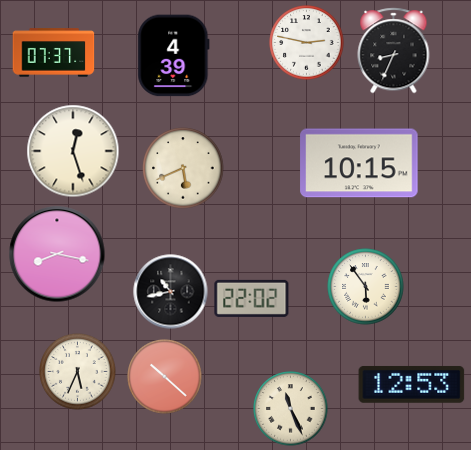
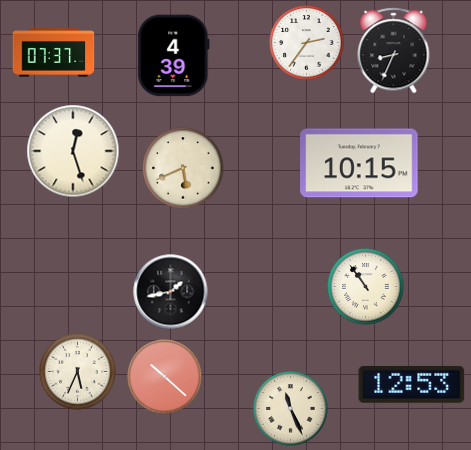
clock at (307, 43): 2:47 -> 2:36
clock at (57, 254): 8:17 -> none
clock at (366, 287): 5:54 -> 10:54
clock at (171, 292): 10:43 -> 1:43
clock at (252, 298): 22:02 -> none
